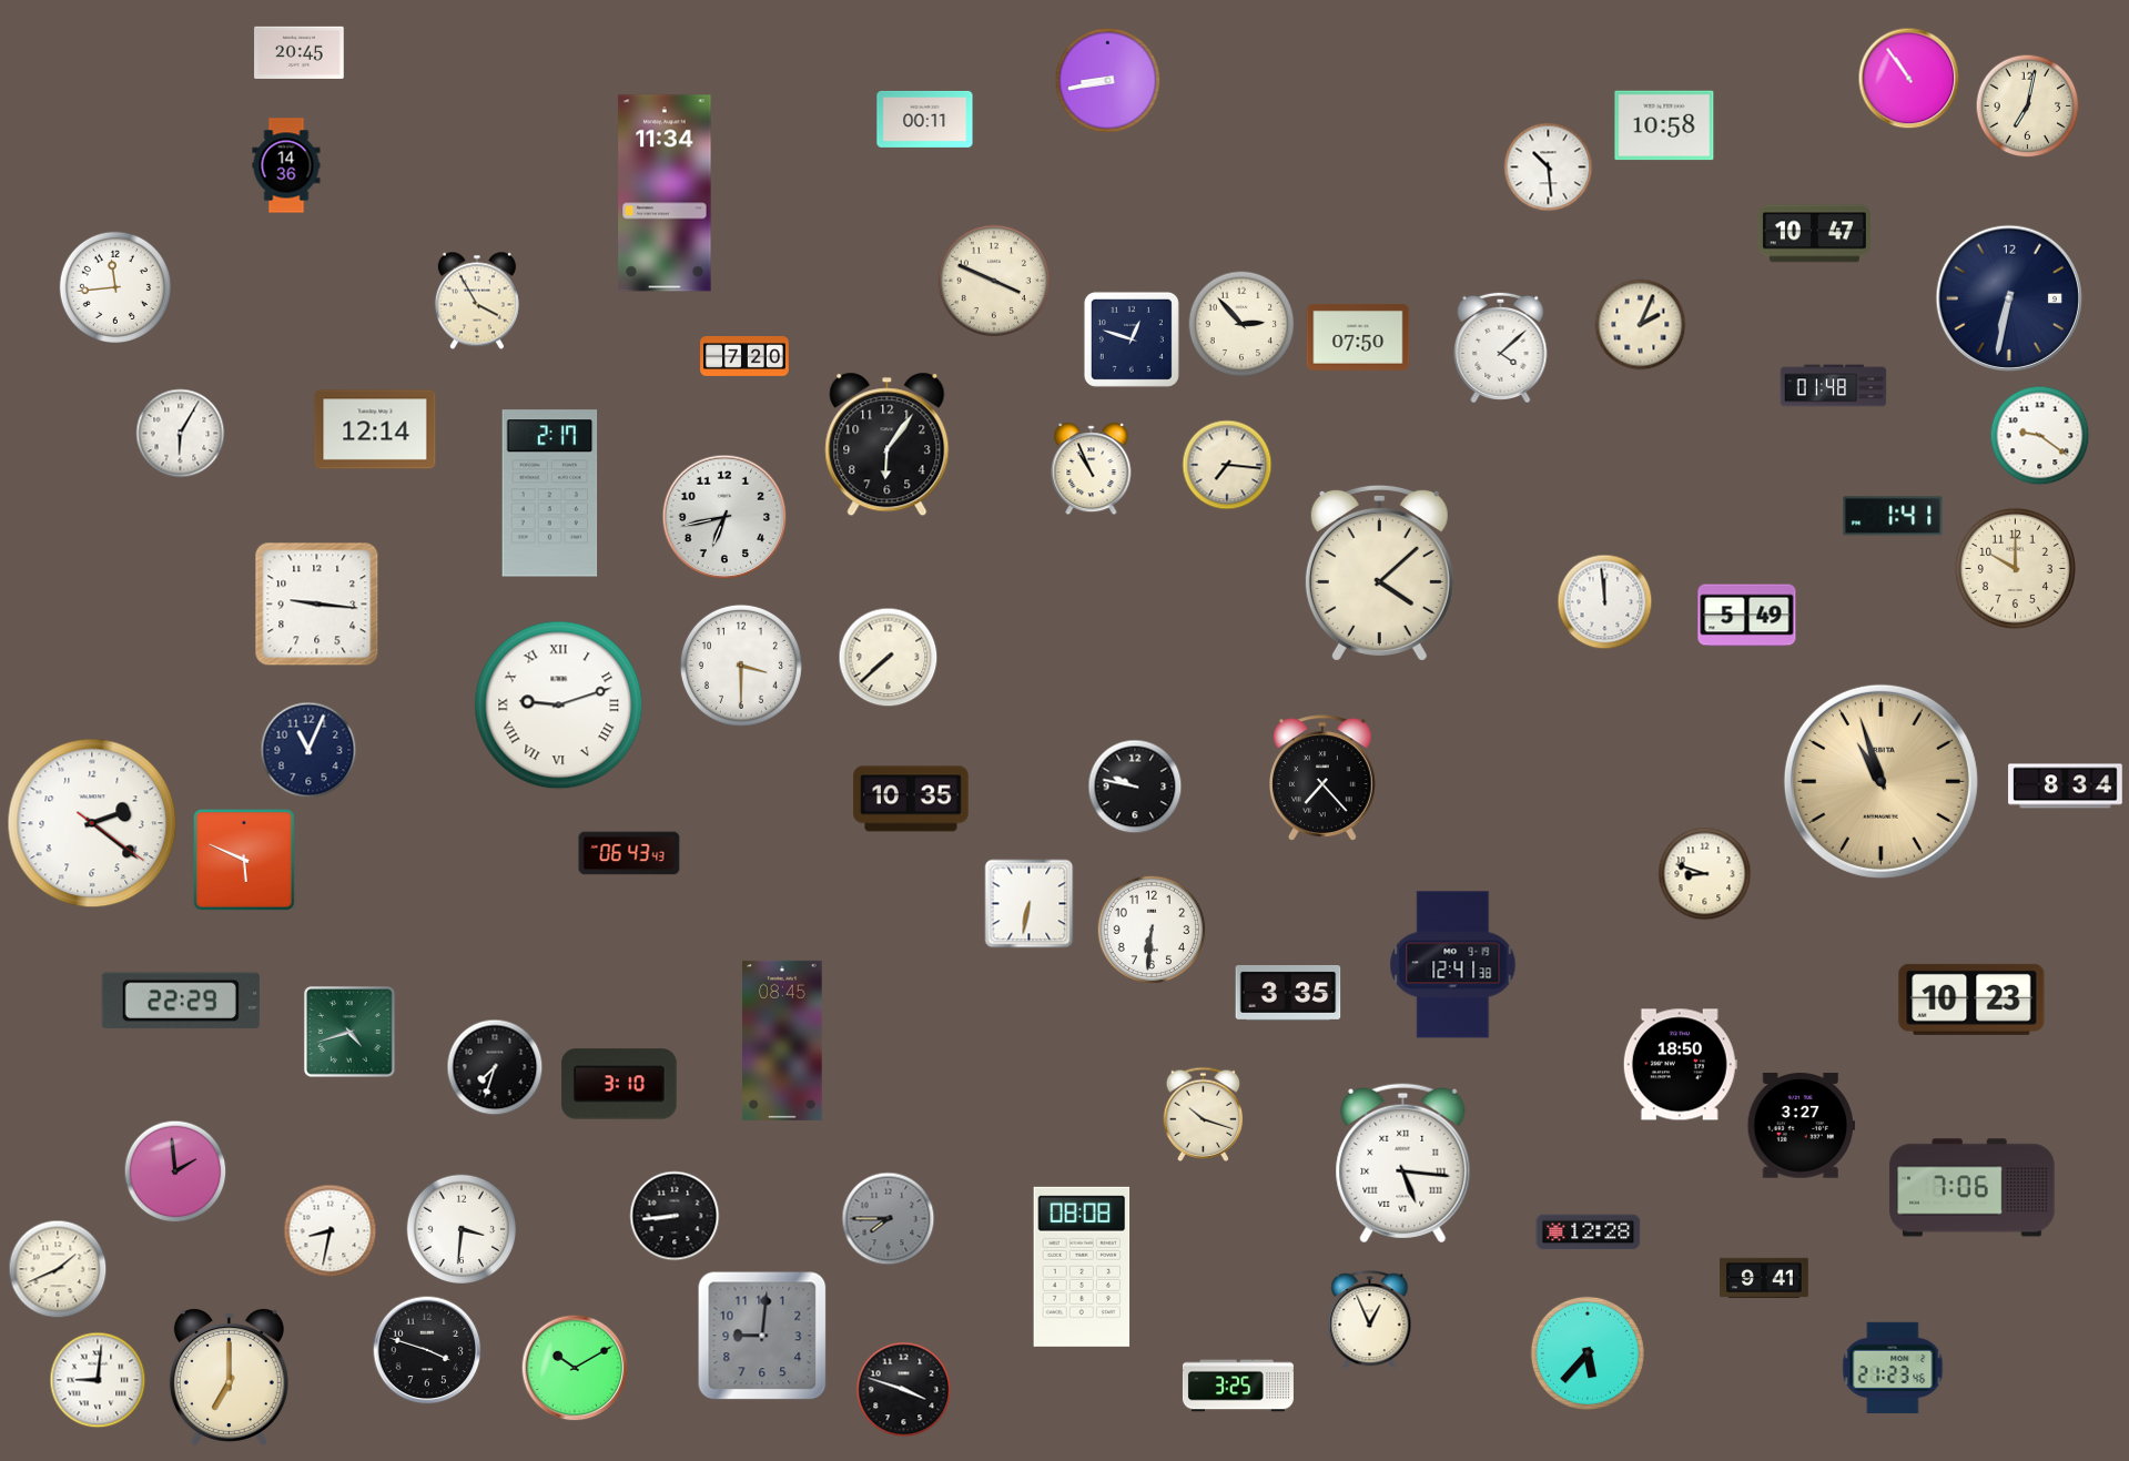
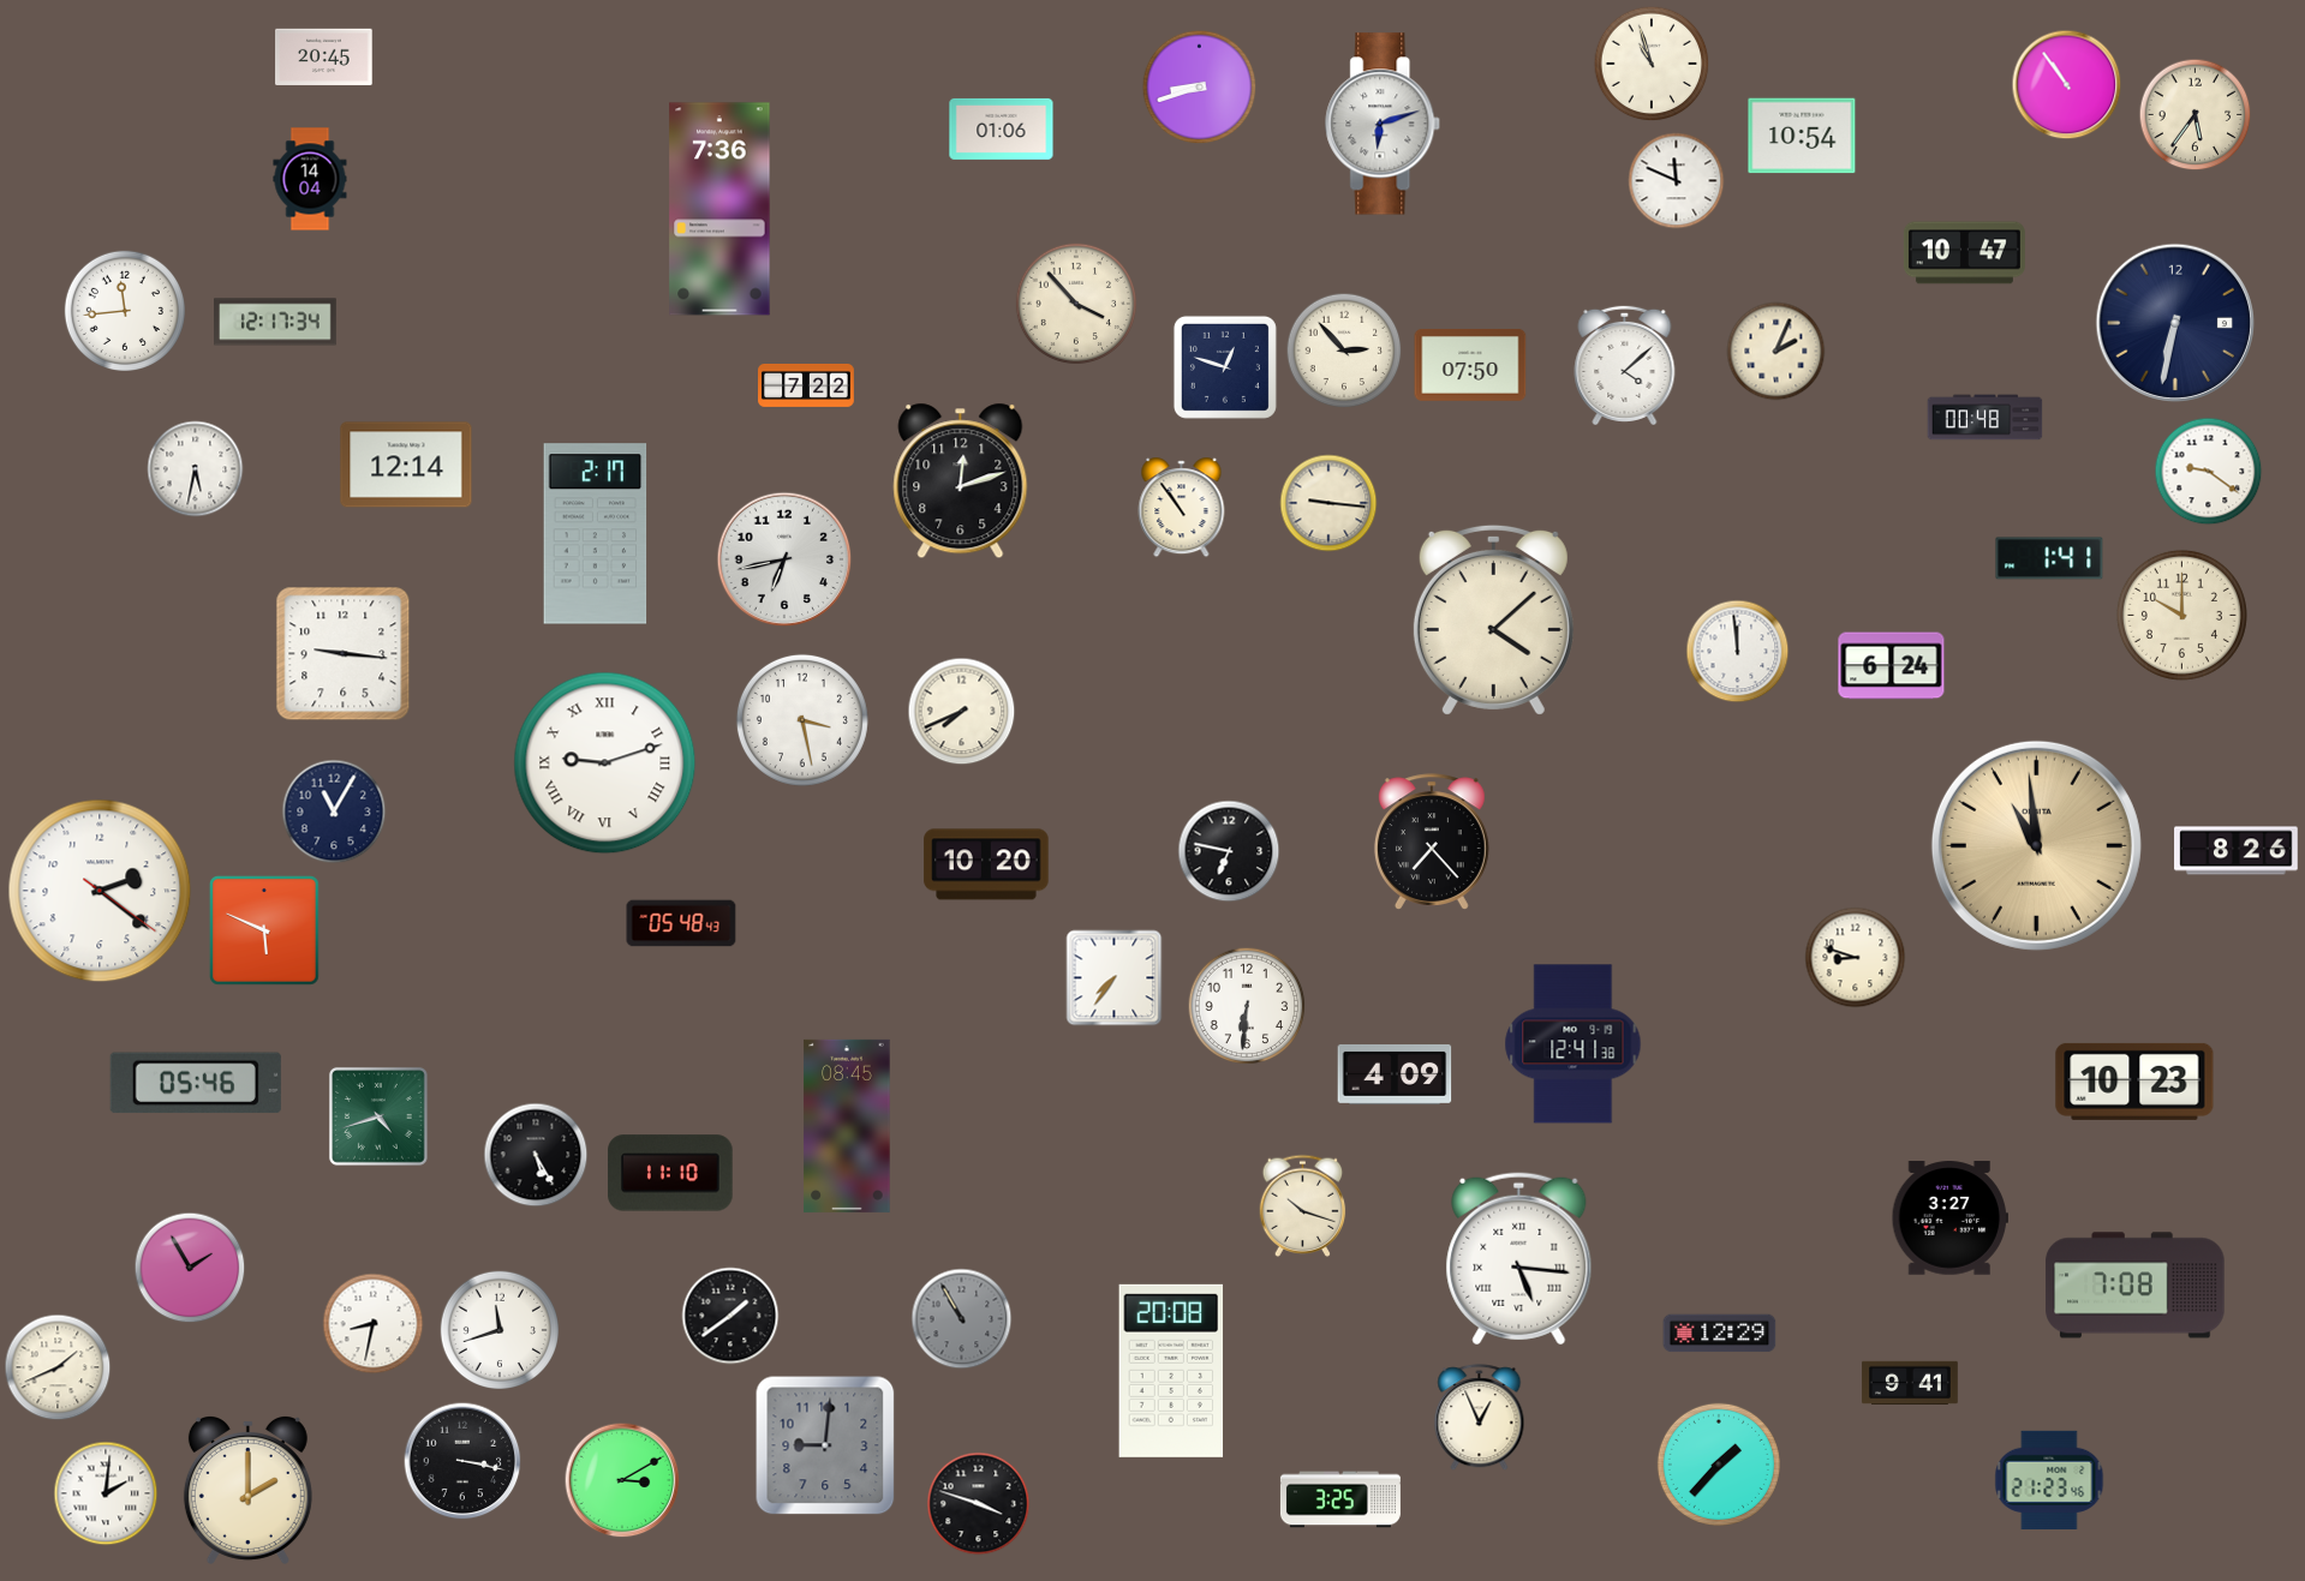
clock at (1652, 64): none -> 10:57
clock at (1108, 81): 8:43 -> 8:42
clock at (2028, 106): 7:02 -> 5:36
clock at (1384, 124): none -> 6:12
clock at (925, 119): 00:11 -> 01:06
clock at (1664, 125): 10:58 -> 10:54
clock at (286, 165): 14:36 -> 14:04
clock at (1549, 168): 10:29 -> 11:49
clock at (665, 193): 11:34 -> 7:36
clock at (993, 280): 3:49 -> 3:53
clock at (276, 322): none -> 12:17
clock at (477, 301): 3:55 -> none
clock at (1501, 347) position: (1501, 347) -> (1625, 365)
clock at (744, 357): 7:20 -> 7:22
clock at (1834, 386): 01:48 -> 00:48
clock at (181, 434): 6:05 -> 5:32
clock at (888, 445): 6:06 -> 12:12
clock at (1227, 465): 7:16 -> 9:16
clock at (1092, 469): 10:56 -> 10:54
clock at (1747, 616): 5:49 -> 6:24
clock at (889, 658): 7:38 -> 7:41
clock at (741, 666): 3:30 -> 3:28
clock at (308, 750): 11:04 -> 11:05
clock at (1880, 781): 10:57 -> 10:59
clock at (1135, 787): 9:47 -> 6:47
clock at (2066, 787): 8:34 -> 8:26
clock at (911, 799): 10:35 -> 10:20
clock at (629, 853): 06:43 -> 05:48
clock at (1705, 874) position: (1705, 874) -> (1856, 958)
clock at (1030, 904): 6:32 -> 7:36
clock at (1288, 993): 3:35 -> 4:09
clock at (181, 1001): 22:29 -> 05:46
clock at (1680, 1065): 18:50 -> none
clock at (495, 1067): 7:33 -> 5:25
clock at (619, 1084): 3:10 -> 11:10
clock at (175, 1171): 1:59 -> 1:55
clock at (1973, 1188): 7:06 -> 7:08
clock at (675, 1216): 8:44 -> 1:39
clock at (889, 1219): 7:45 -> 10:55
clock at (462, 1229): 3:31 -> 11:42
clock at (331, 1231) position: (331, 1231) -> (374, 1324)
clock at (1589, 1232): 12:28 -> 12:29
clock at (1082, 1267): 08:08 -> 20:08
clock at (58, 1269) position: (58, 1269) -> (58, 1367)
clock at (1370, 1320) position: (1370, 1320) -> (1480, 1418)
clock at (427, 1350): 3:48 -> 3:17
clock at (1588, 1353): 5:37 -> 1:37
clock at (575, 1368): 10:10 -> 3:10
clock at (229, 1378): 7:00 -> 2:00
clock at (98, 1380): 9:01 -> 2:01
